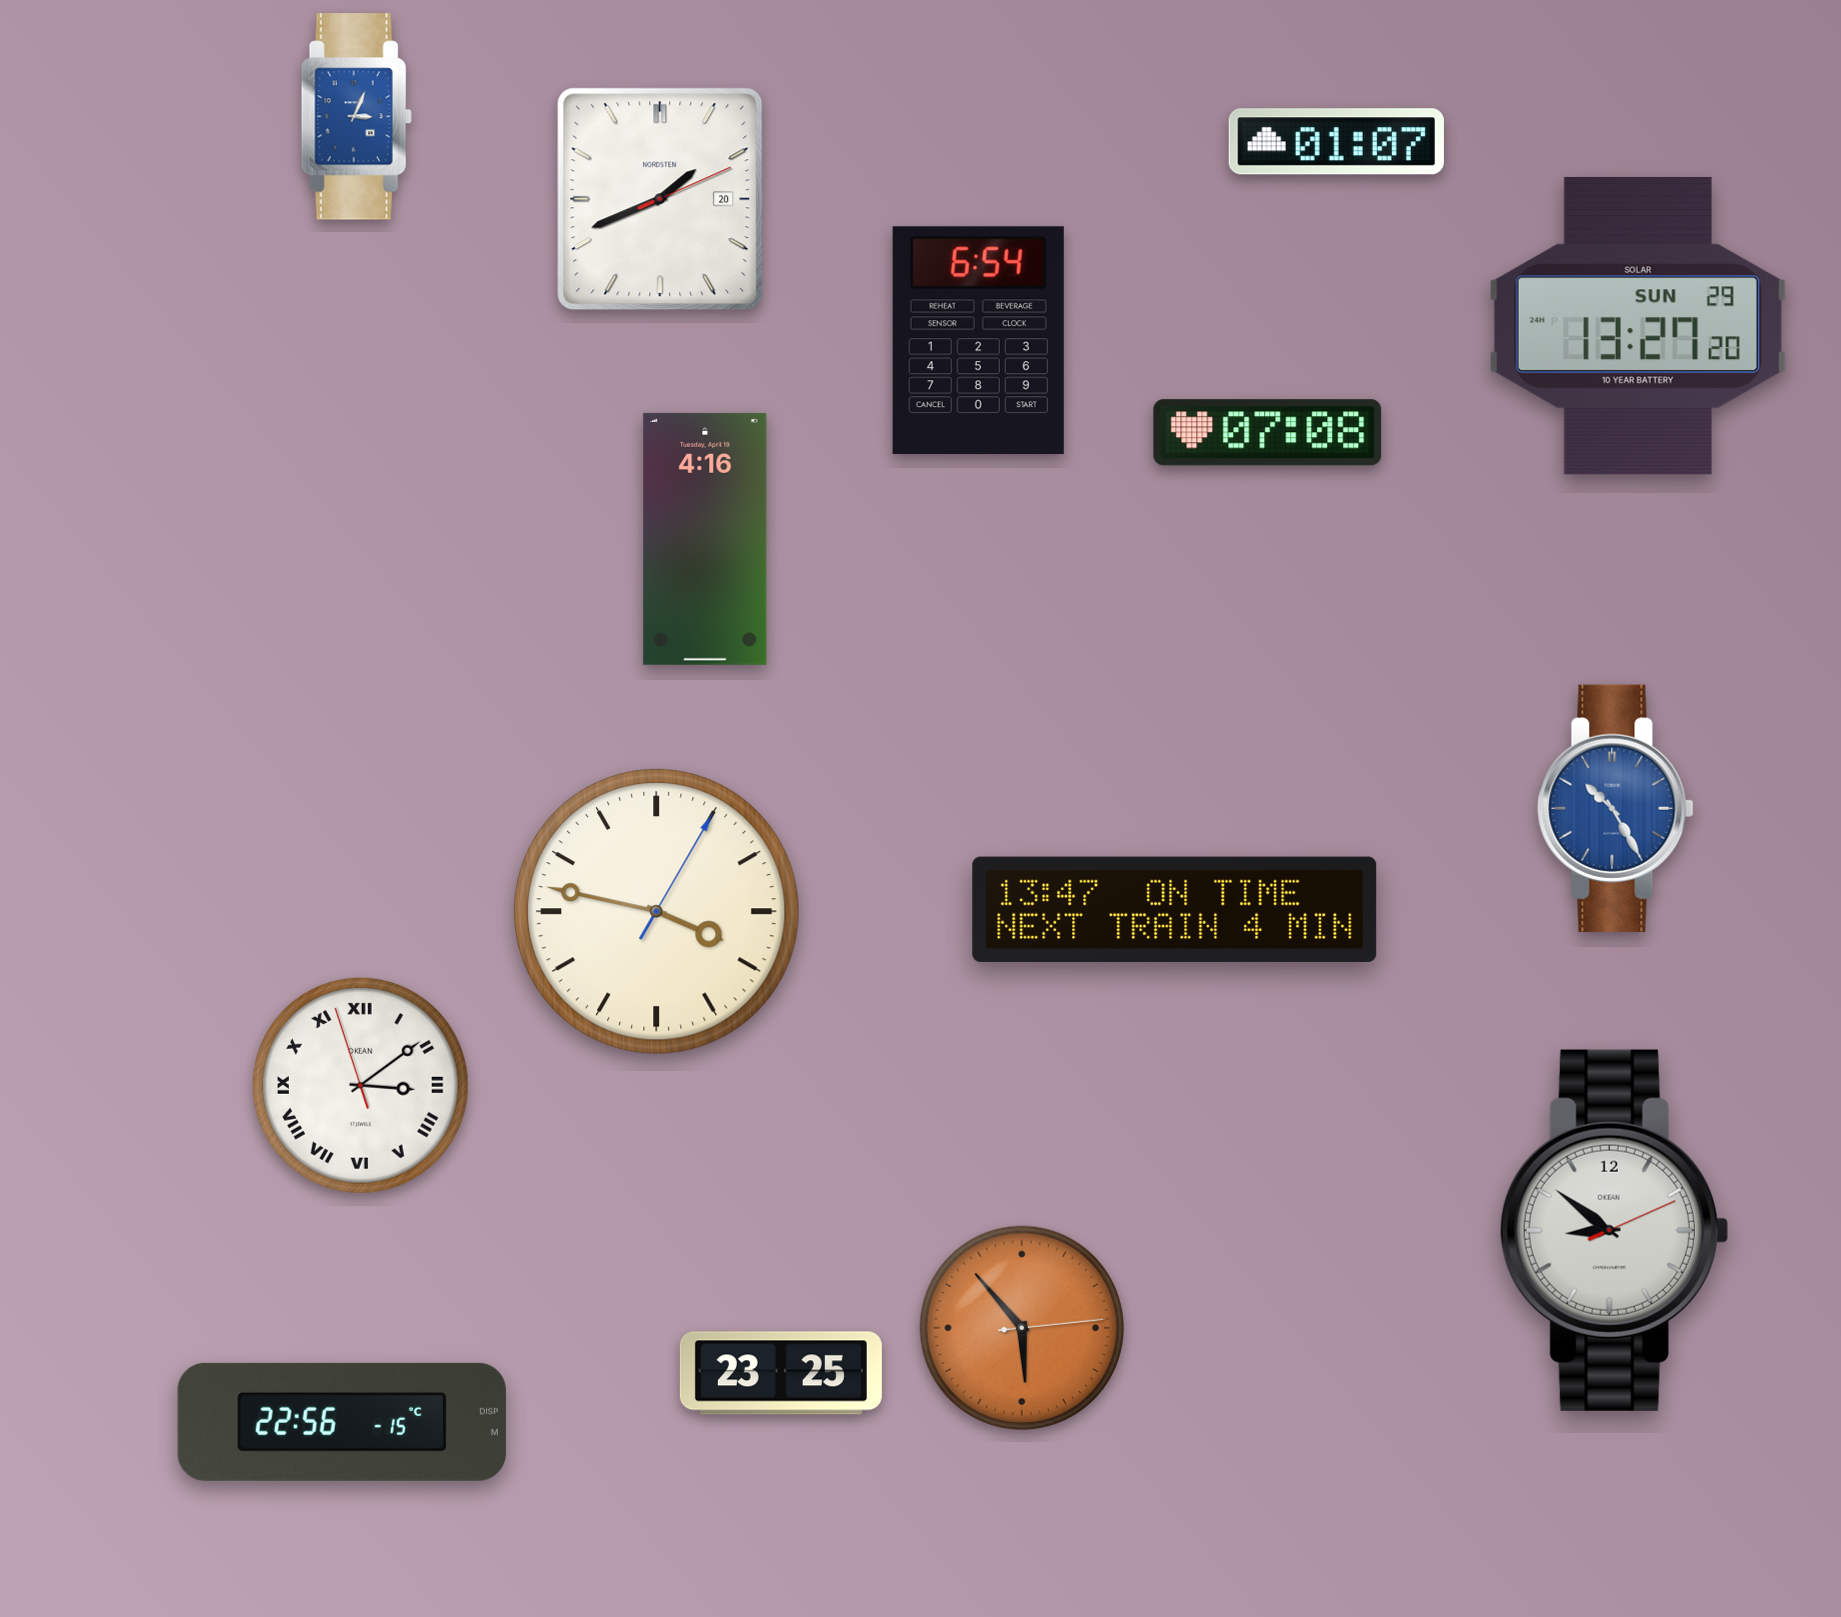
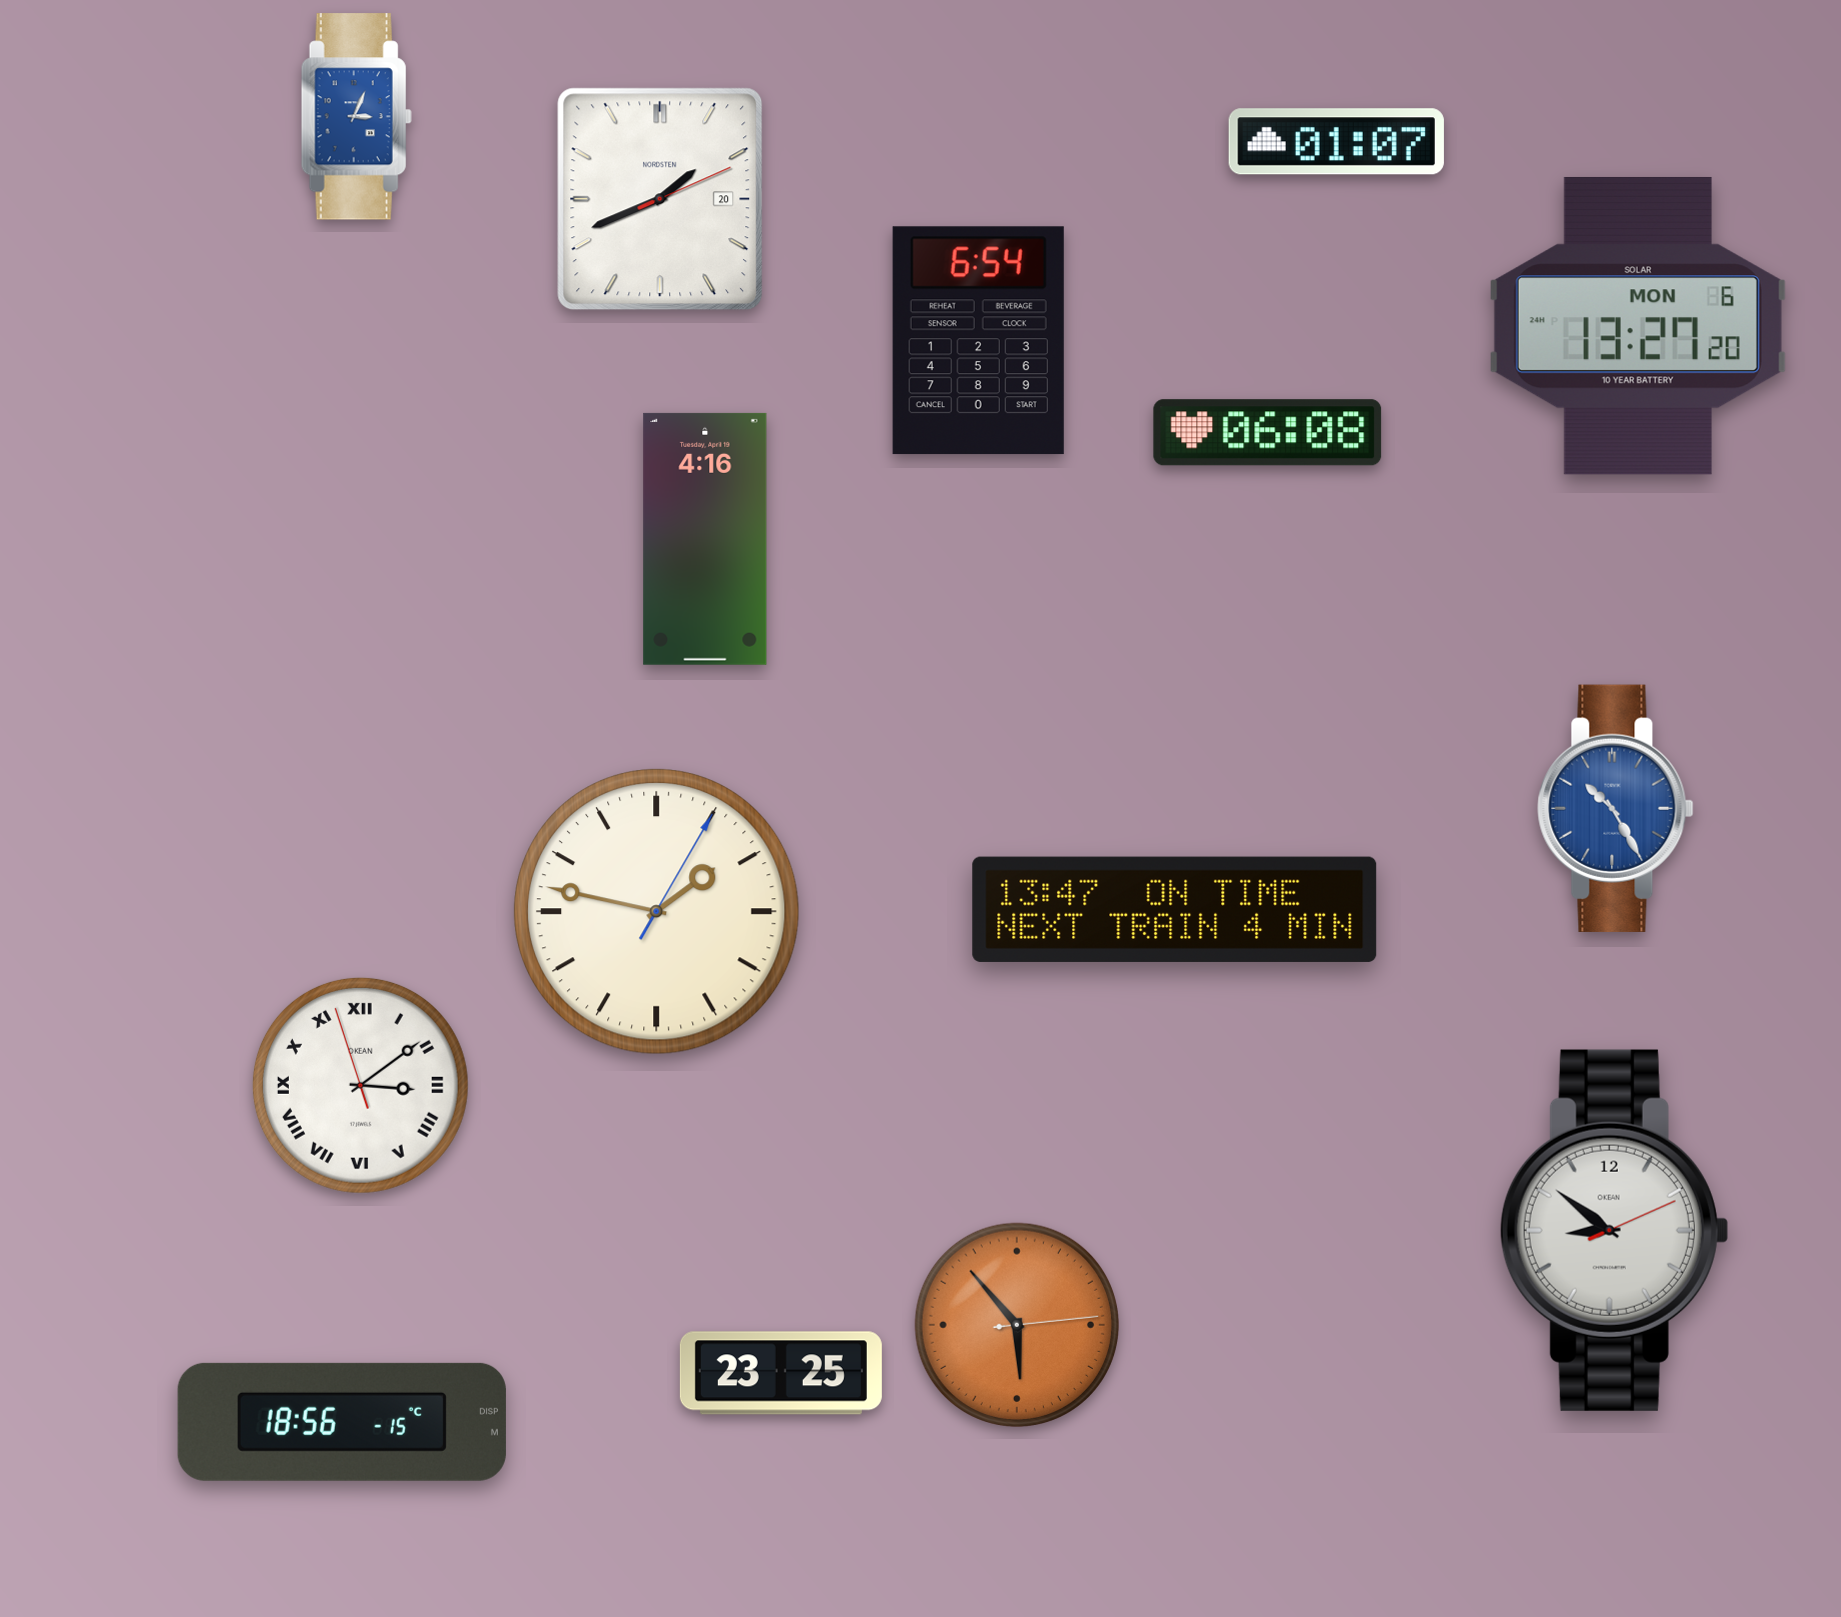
clock at (1638, 326) date: SUN 29 -> MON 6
clock at (1268, 433): 07:08 -> 06:08
clock at (657, 912): 3:47 -> 1:47
clock at (1021, 1327) position: (1021, 1327) -> (1016, 1324)
clock at (342, 1422): 22:56 -> 18:56
